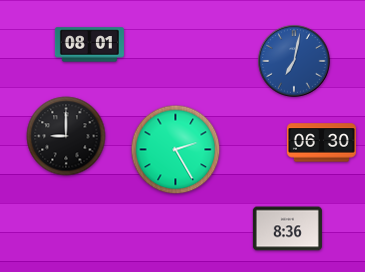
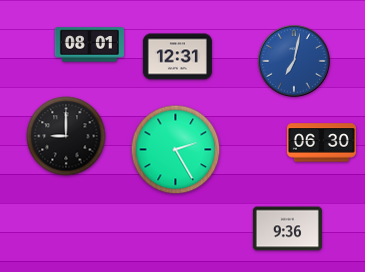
clock at (177, 57): none -> 12:31
clock at (287, 229): 8:36 -> 9:36
